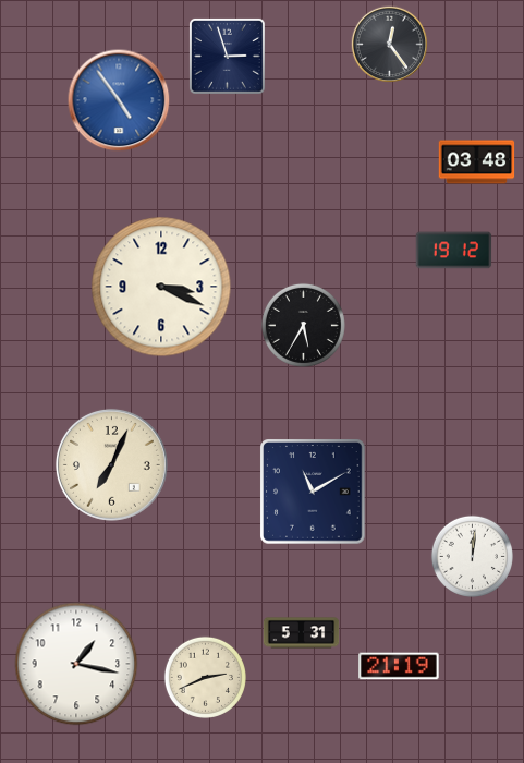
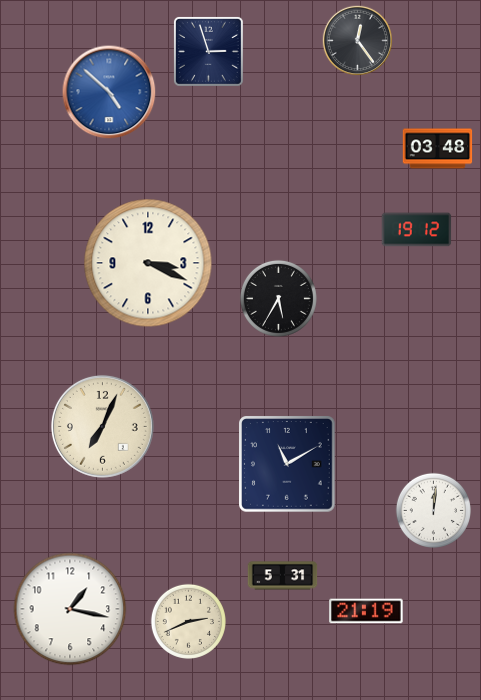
clock at (119, 100): 4:54 -> 4:52
clock at (314, 493) position: (314, 493) -> (288, 465)
clock at (302, 633) position: (302, 633) -> (283, 576)
